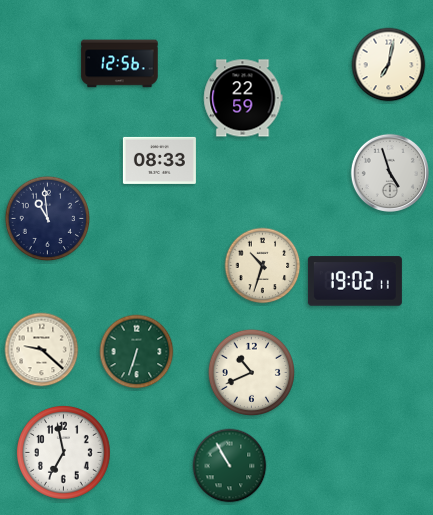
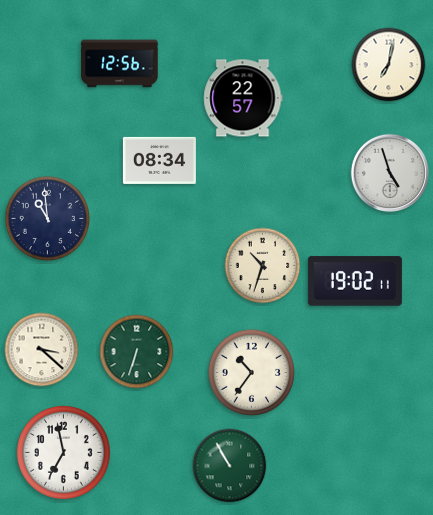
clock at (243, 98): 22:59 -> 22:57
clock at (159, 160): 08:33 -> 08:34
clock at (42, 350): 9:22 -> 3:22
clock at (251, 372): 10:41 -> 10:36
